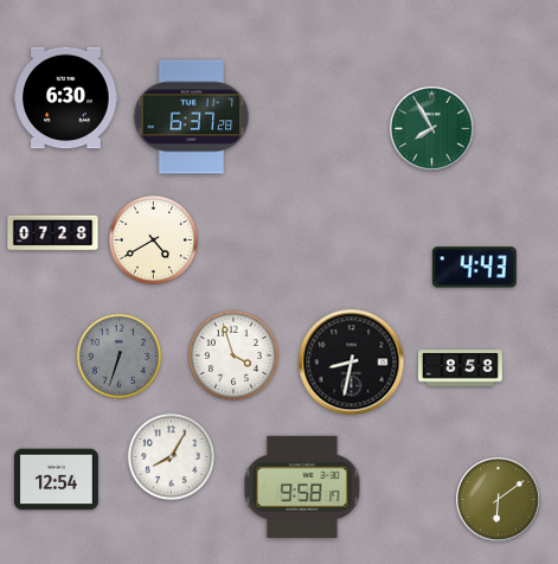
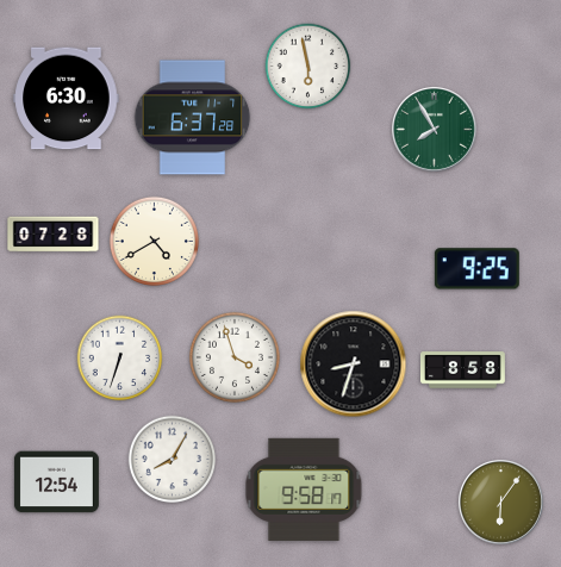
clock at (308, 67): none -> 5:58
clock at (474, 268): 4:43 -> 9:25
clock at (120, 357) dial: grey -> white
clock at (352, 363): 8:32 -> 8:33
clock at (498, 499): 6:09 -> 6:06
